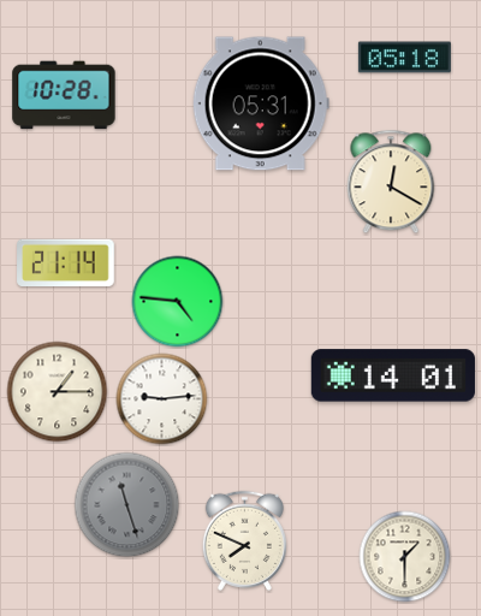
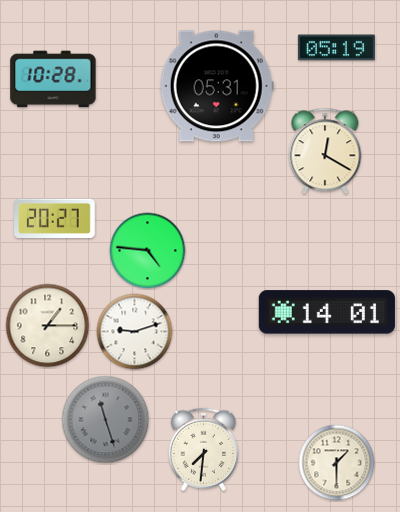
clock at (404, 58): 05:18 -> 05:19
clock at (66, 262): 21:14 -> 20:27
clock at (162, 399): 9:14 -> 9:12
clock at (244, 540): 7:49 -> 7:31
